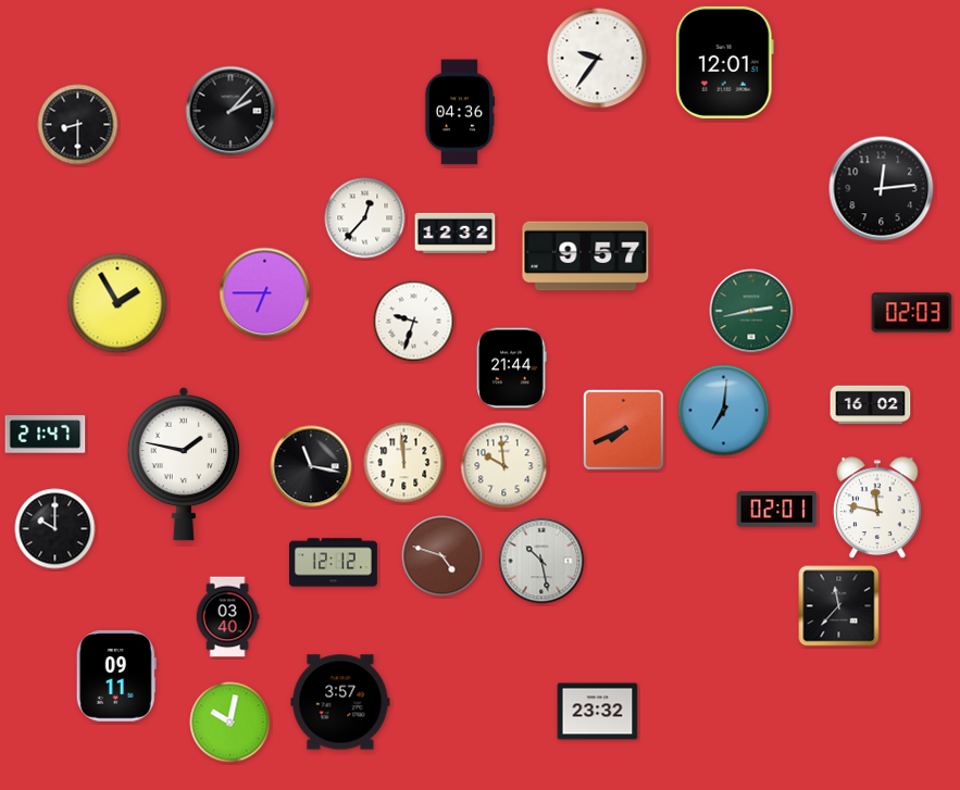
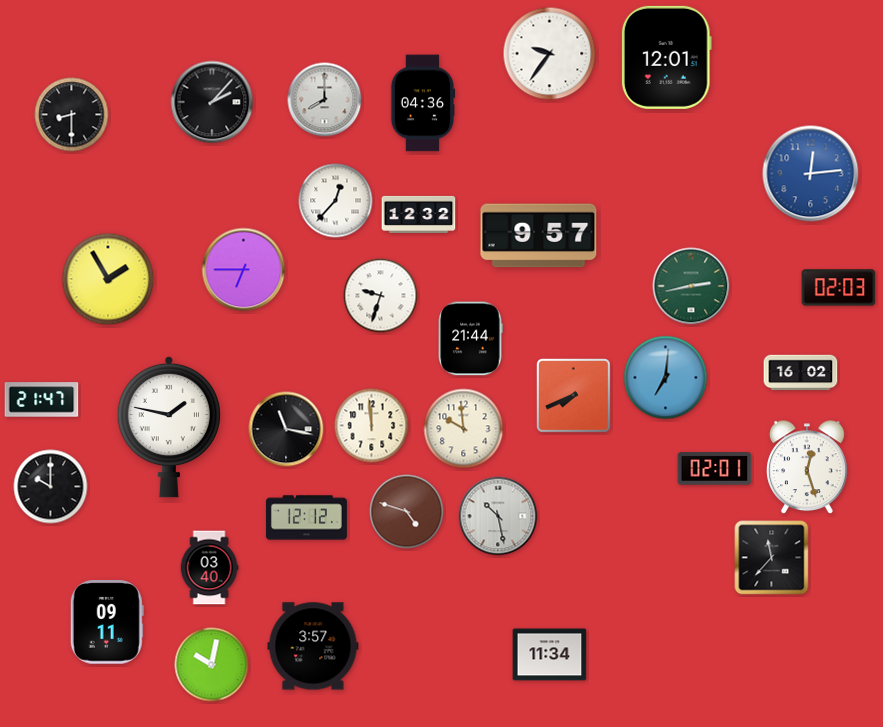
clock at (325, 100): none -> 8:00
clock at (882, 189) dial: black -> blue
clock at (877, 509): 11:47 -> 12:27
clock at (598, 712): 23:32 -> 11:34
